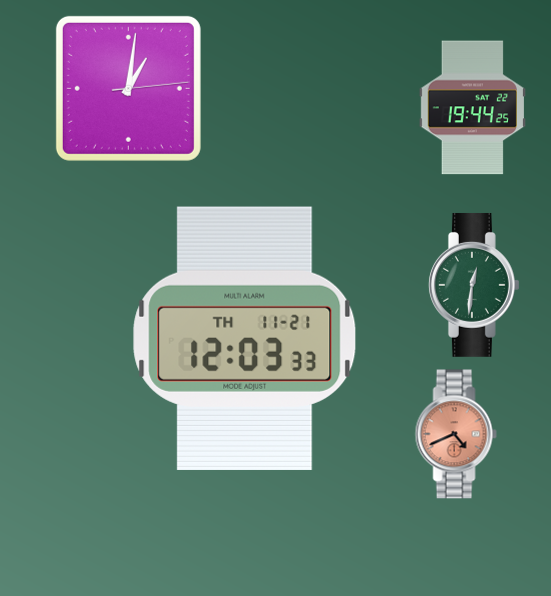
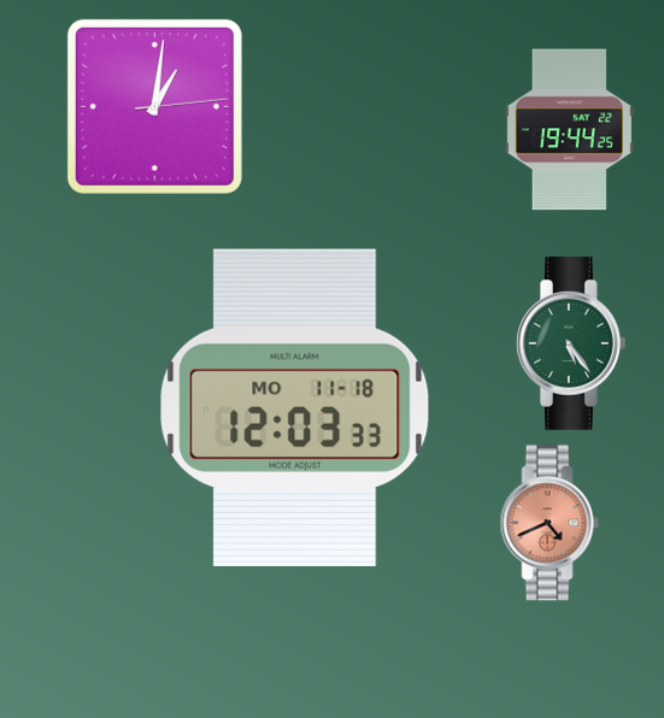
clock at (474, 285): 12:31 -> 5:24
clock at (245, 338) date: TH 11-21 -> MO 11-18
